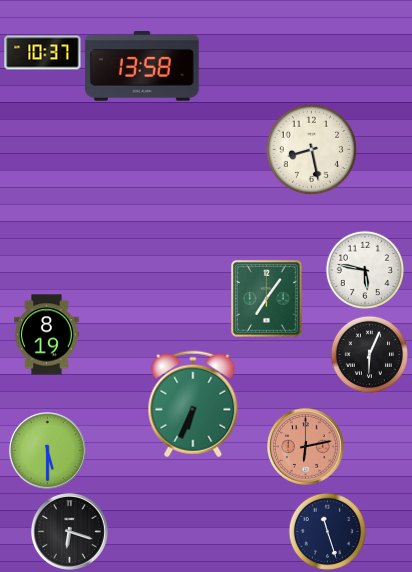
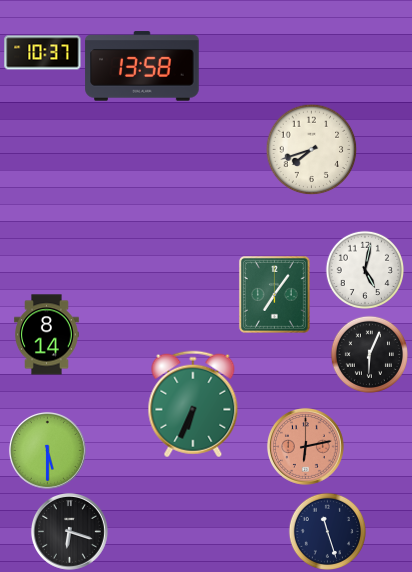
clock at (311, 149): 8:28 -> 7:42
clock at (364, 269): 5:47 -> 5:02
clock at (266, 298) position: (266, 298) -> (274, 294)
clock at (47, 335): 8:19 -> 8:14
